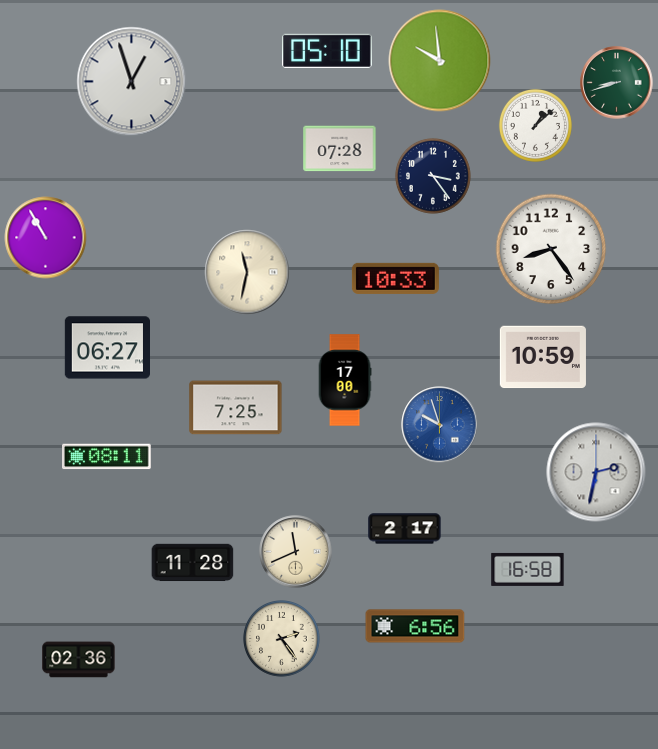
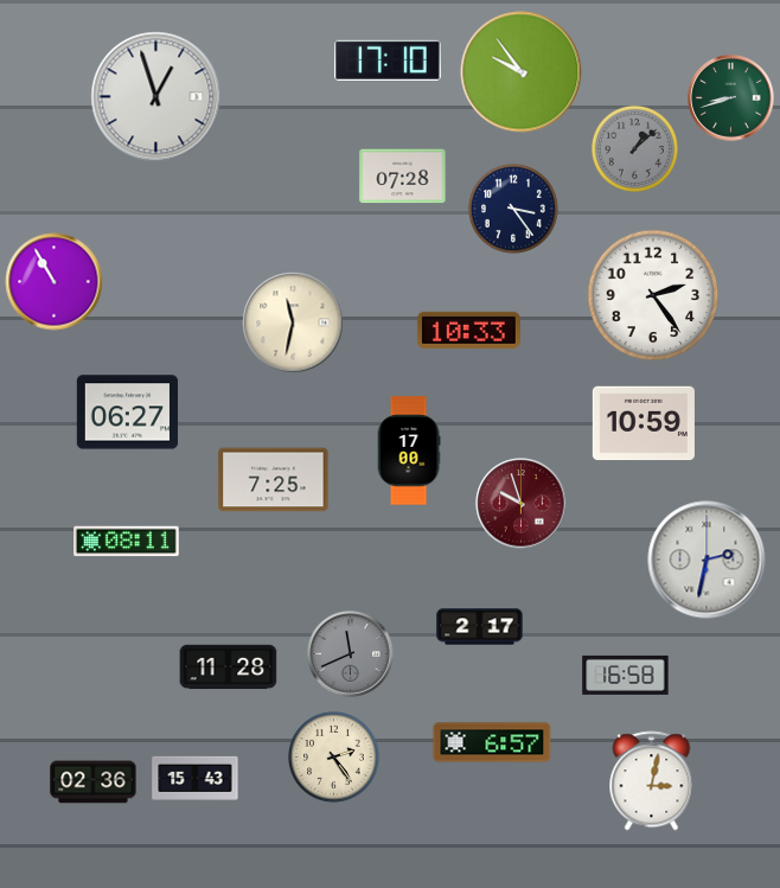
clock at (327, 51): 05:10 -> 17:10
clock at (440, 61): 9:59 -> 9:54
clock at (535, 125) dial: white -> grey
clock at (551, 249): 8:24 -> 2:24
clock at (236, 408) position: (236, 408) -> (274, 480)
clock at (440, 425) dial: blue -> burgundy
clock at (296, 552) dial: cream -> grey
clock at (415, 626): 6:56 -> 6:57
clock at (196, 778): none -> 15:43
clock at (652, 781): none -> 3:02
